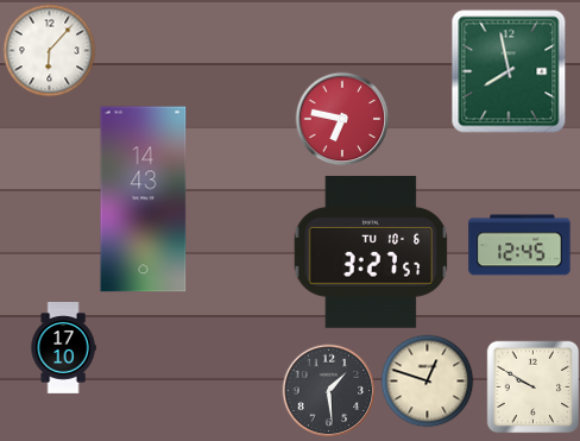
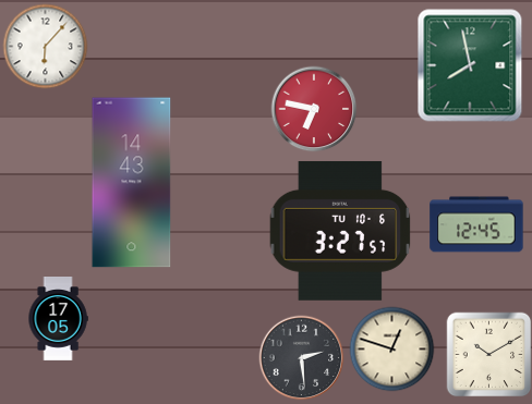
clock at (509, 71) position: (509, 71) -> (470, 65)
clock at (63, 348): 17:10 -> 17:05
clock at (532, 386): 9:50 -> 10:10
clock at (328, 390): 1:29 -> 2:29
